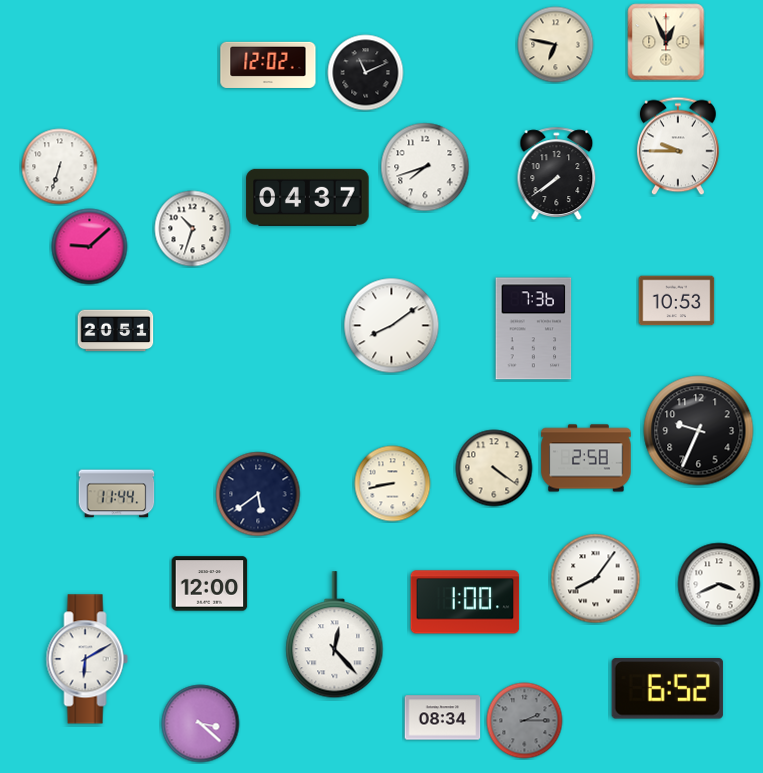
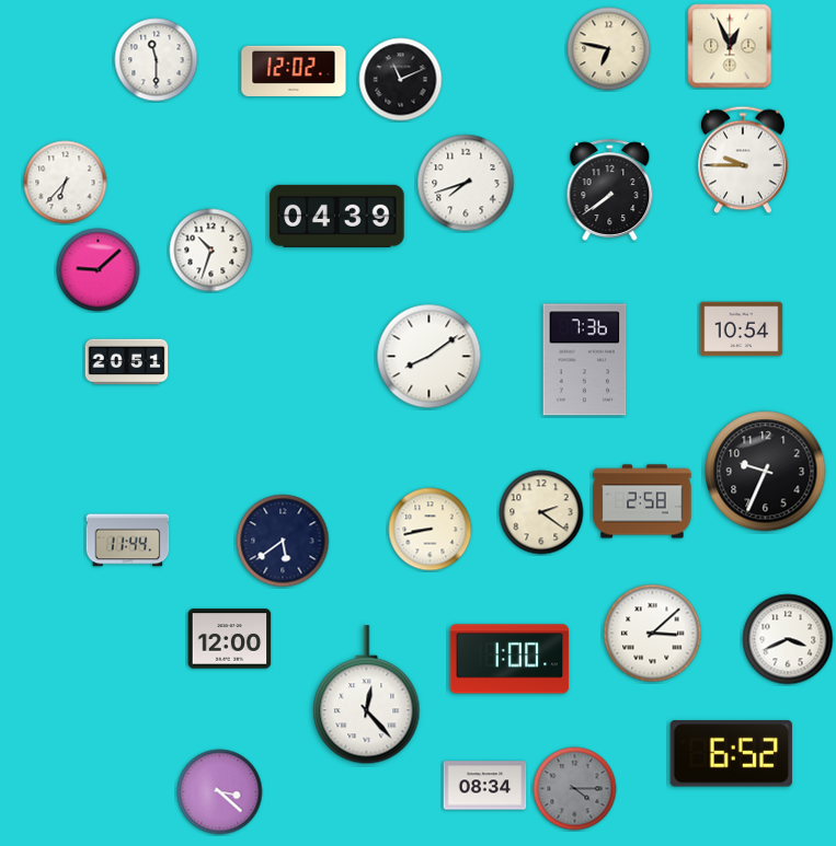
clock at (157, 60): none -> 11:30
clock at (60, 167): 6:33 -> 6:37
clock at (308, 197): 04:37 -> 04:39
clock at (677, 301): 10:53 -> 10:54
clock at (494, 468): 4:21 -> 2:21
clock at (596, 579): 8:06 -> 3:08
clock at (87, 659): 6:10 -> none
clock at (525, 721): 2:15 -> 4:15
